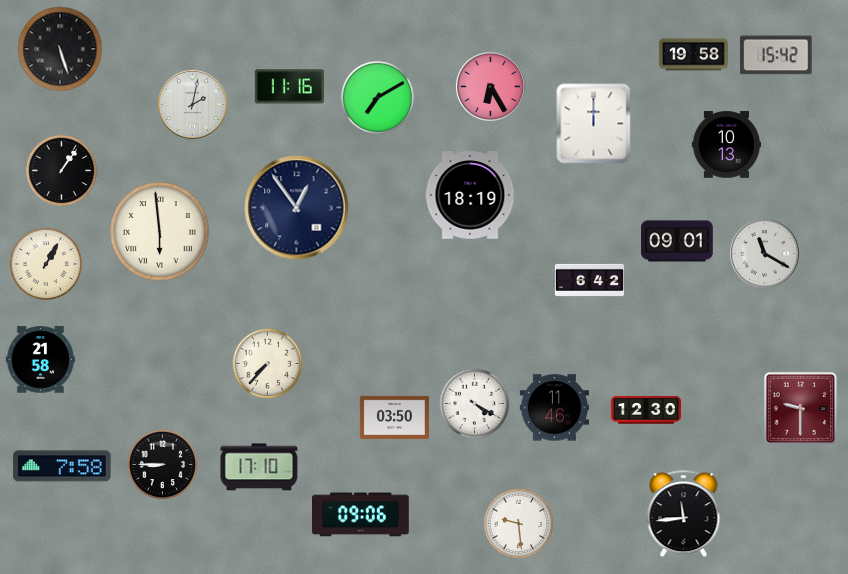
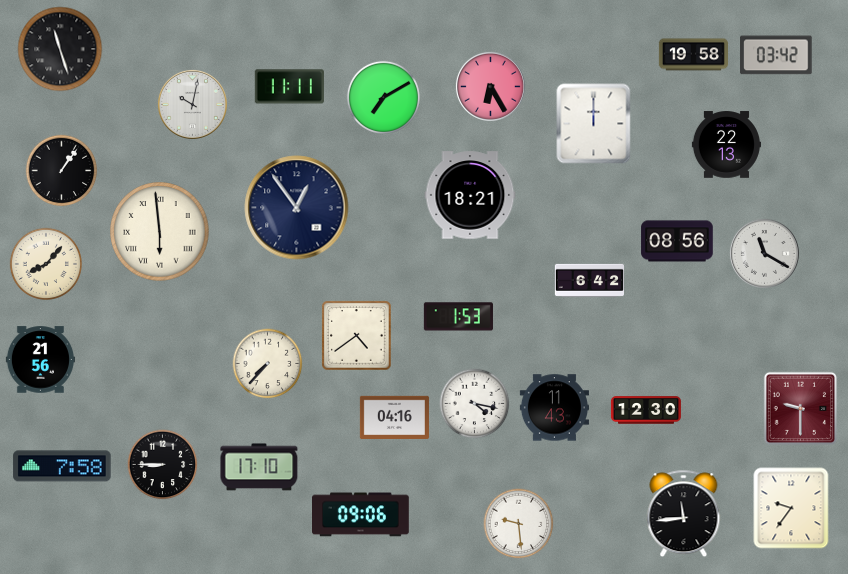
clock at (60, 49): 5:27 -> 11:27
clock at (776, 55): 15:42 -> 03:42
clock at (289, 87): 11:16 -> 11:11
clock at (377, 97) position: (377, 97) -> (383, 97)
clock at (192, 104): 2:02 -> 10:02
clock at (726, 145): 10:13 -> 22:13
clock at (470, 195): 18:19 -> 18:21
clock at (677, 241): 09:01 -> 08:56
clock at (45, 263): 1:05 -> 8:07
clock at (458, 317): none -> 1:53
clock at (357, 336): none -> 4:39
clock at (40, 360): 21:58 -> 21:56
clock at (475, 404): 4:20 -> 4:17
clock at (554, 408): 11:46 -> 11:43
clock at (394, 418): 03:50 -> 04:16
clock at (791, 508): none -> 9:36
